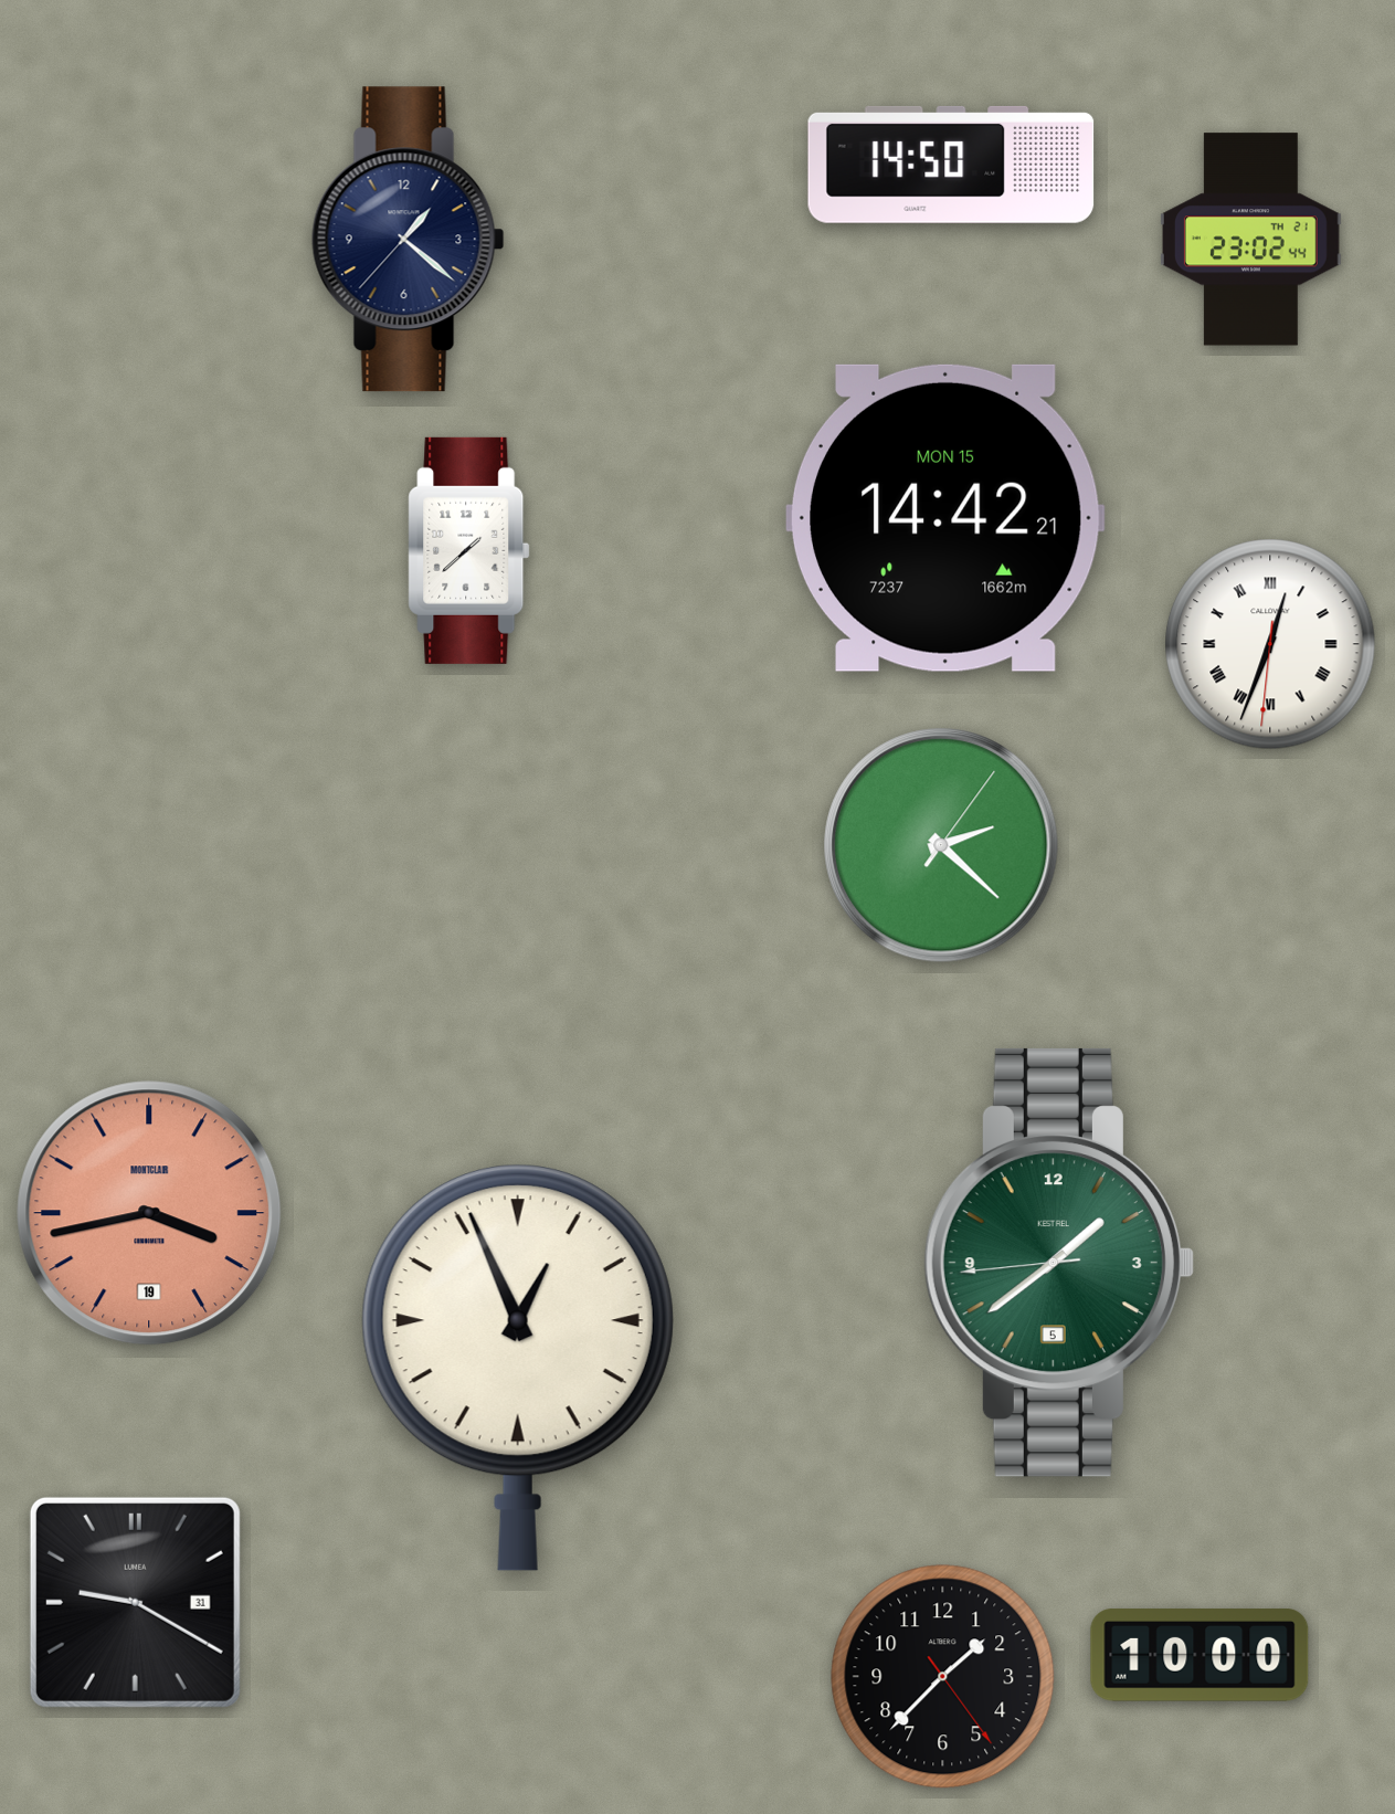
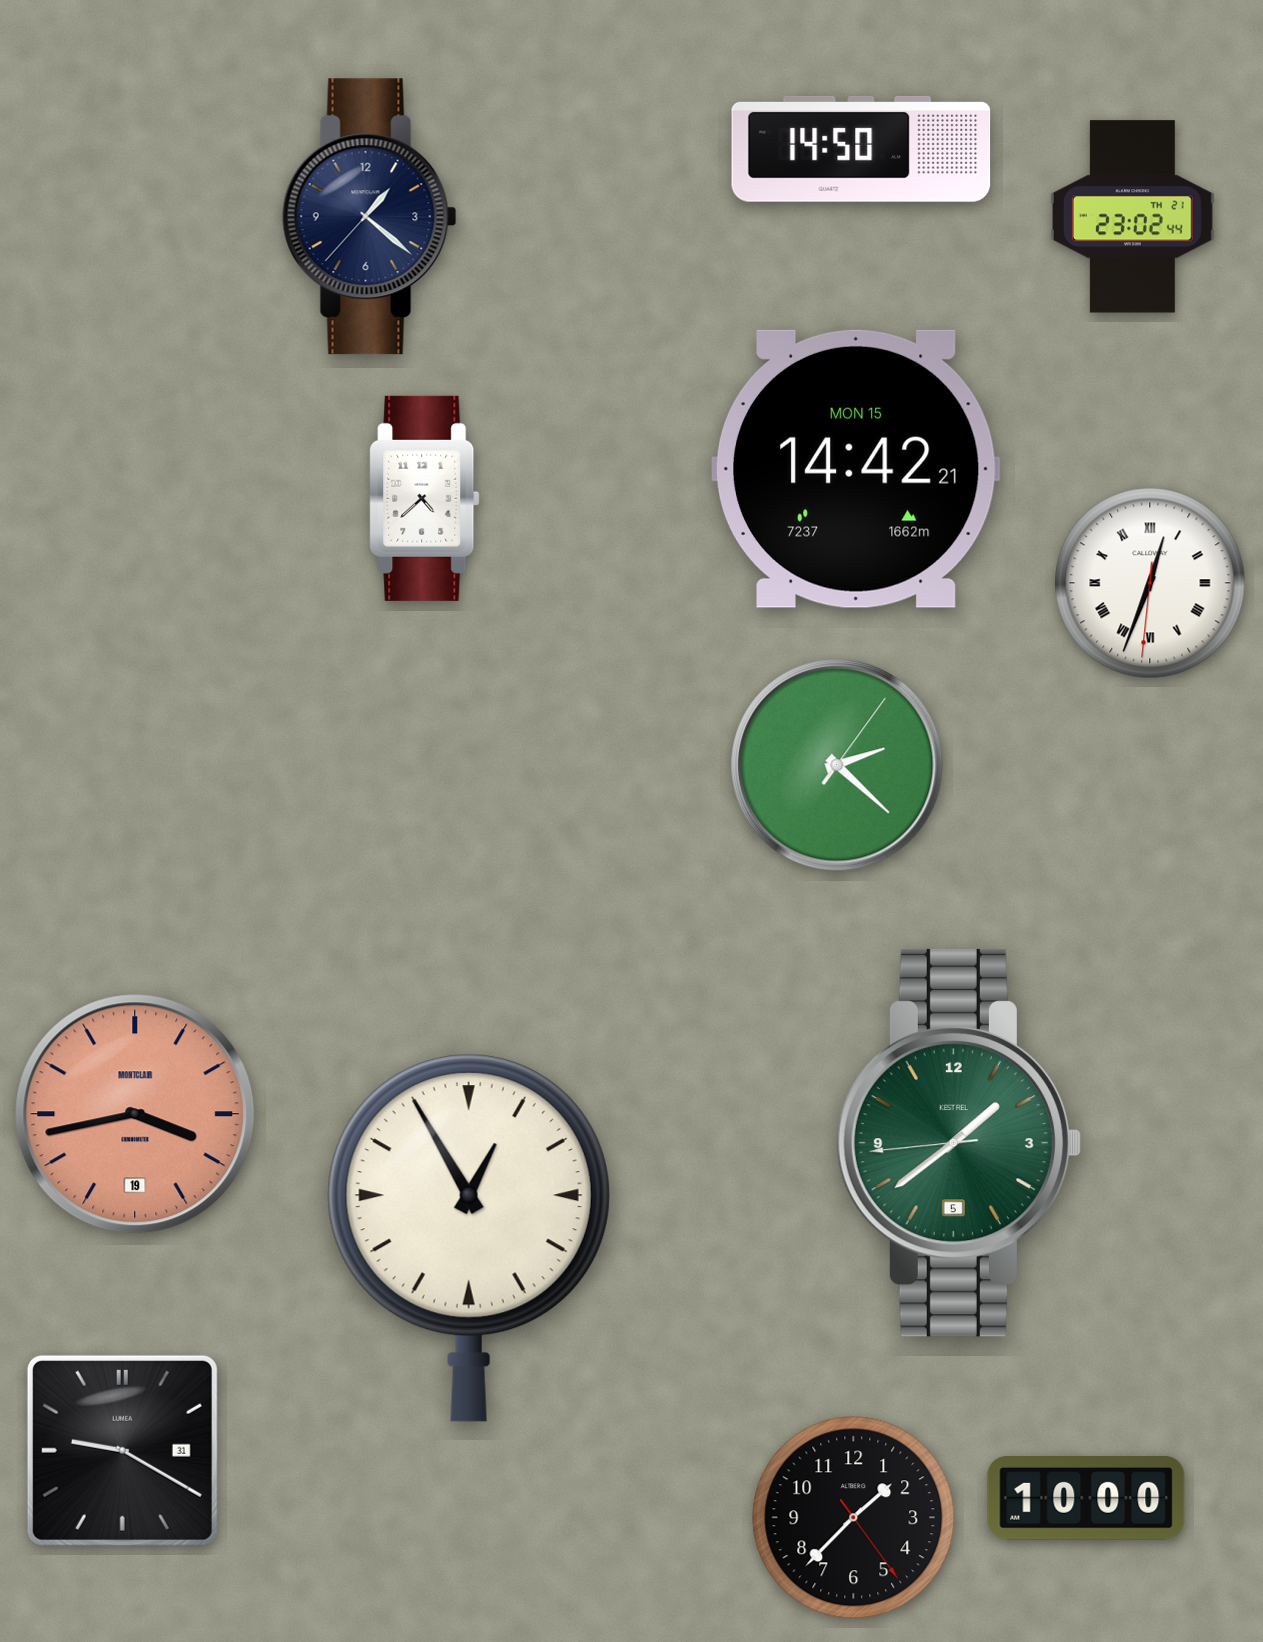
clock at (469, 550): 1:38 -> 4:38
clock at (941, 845) position: (941, 845) -> (837, 765)
clock at (149, 1213) position: (149, 1213) -> (135, 1114)
clock at (518, 1368): 12:56 -> 12:55
